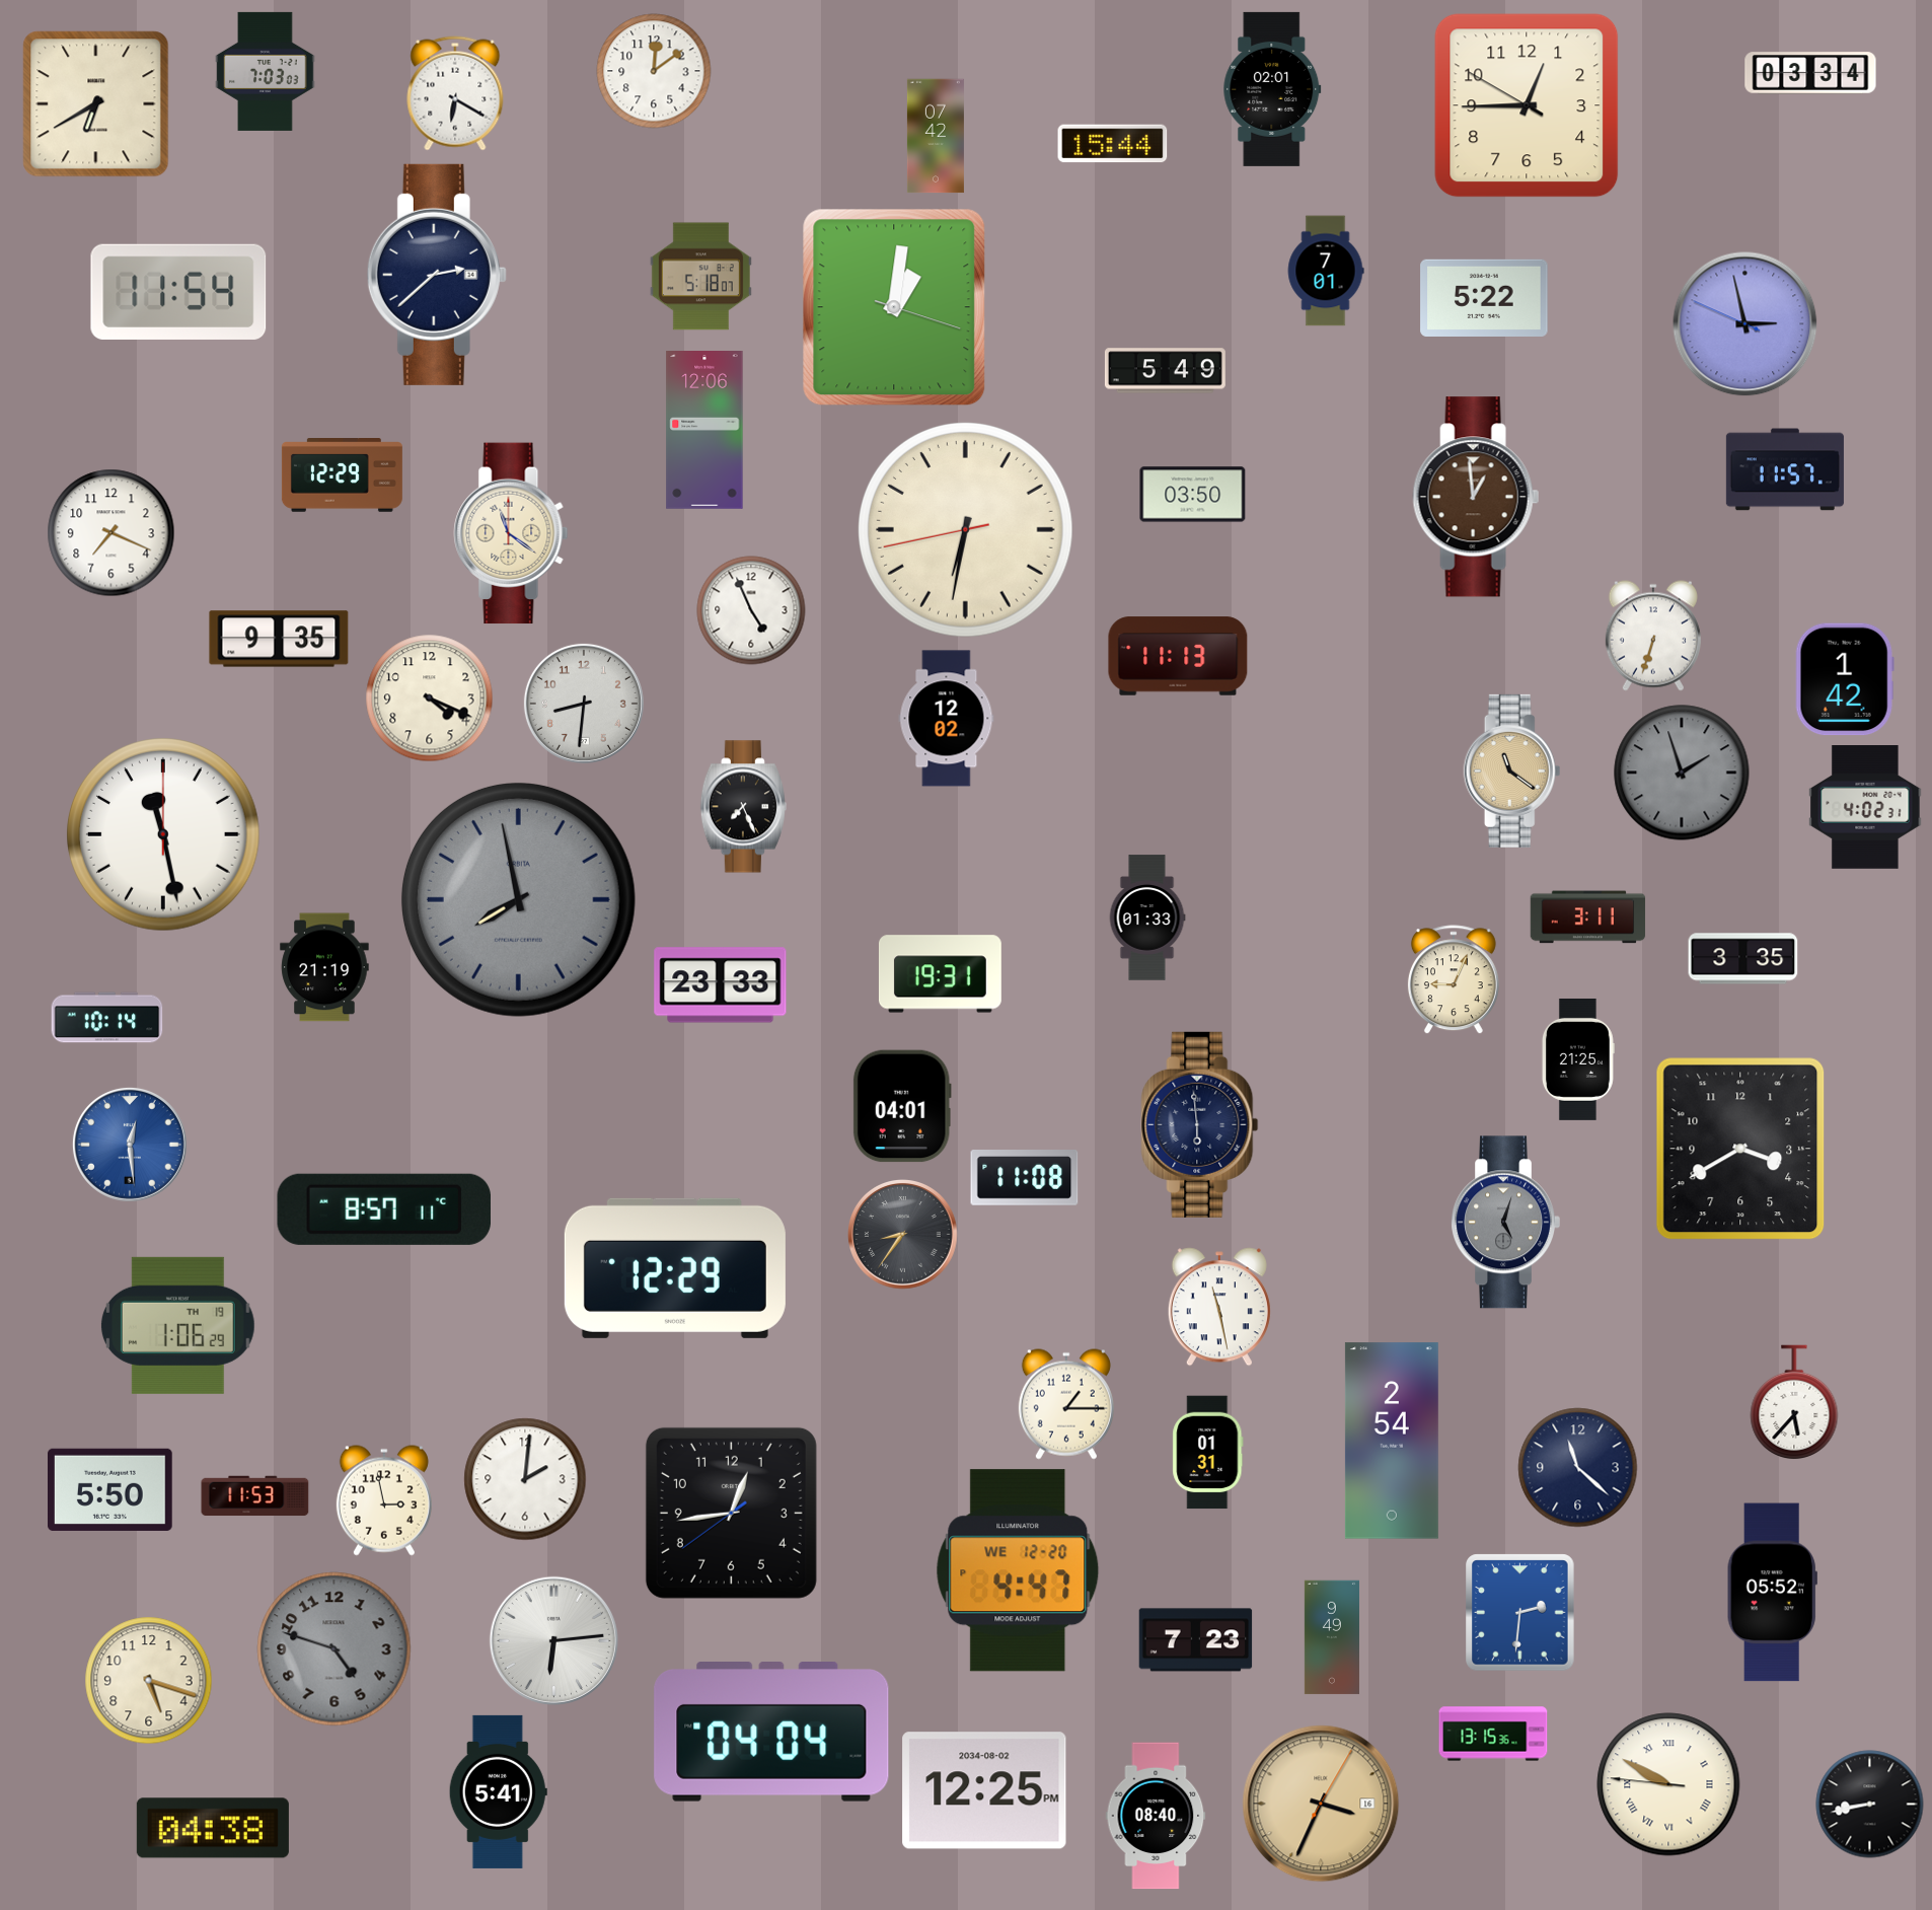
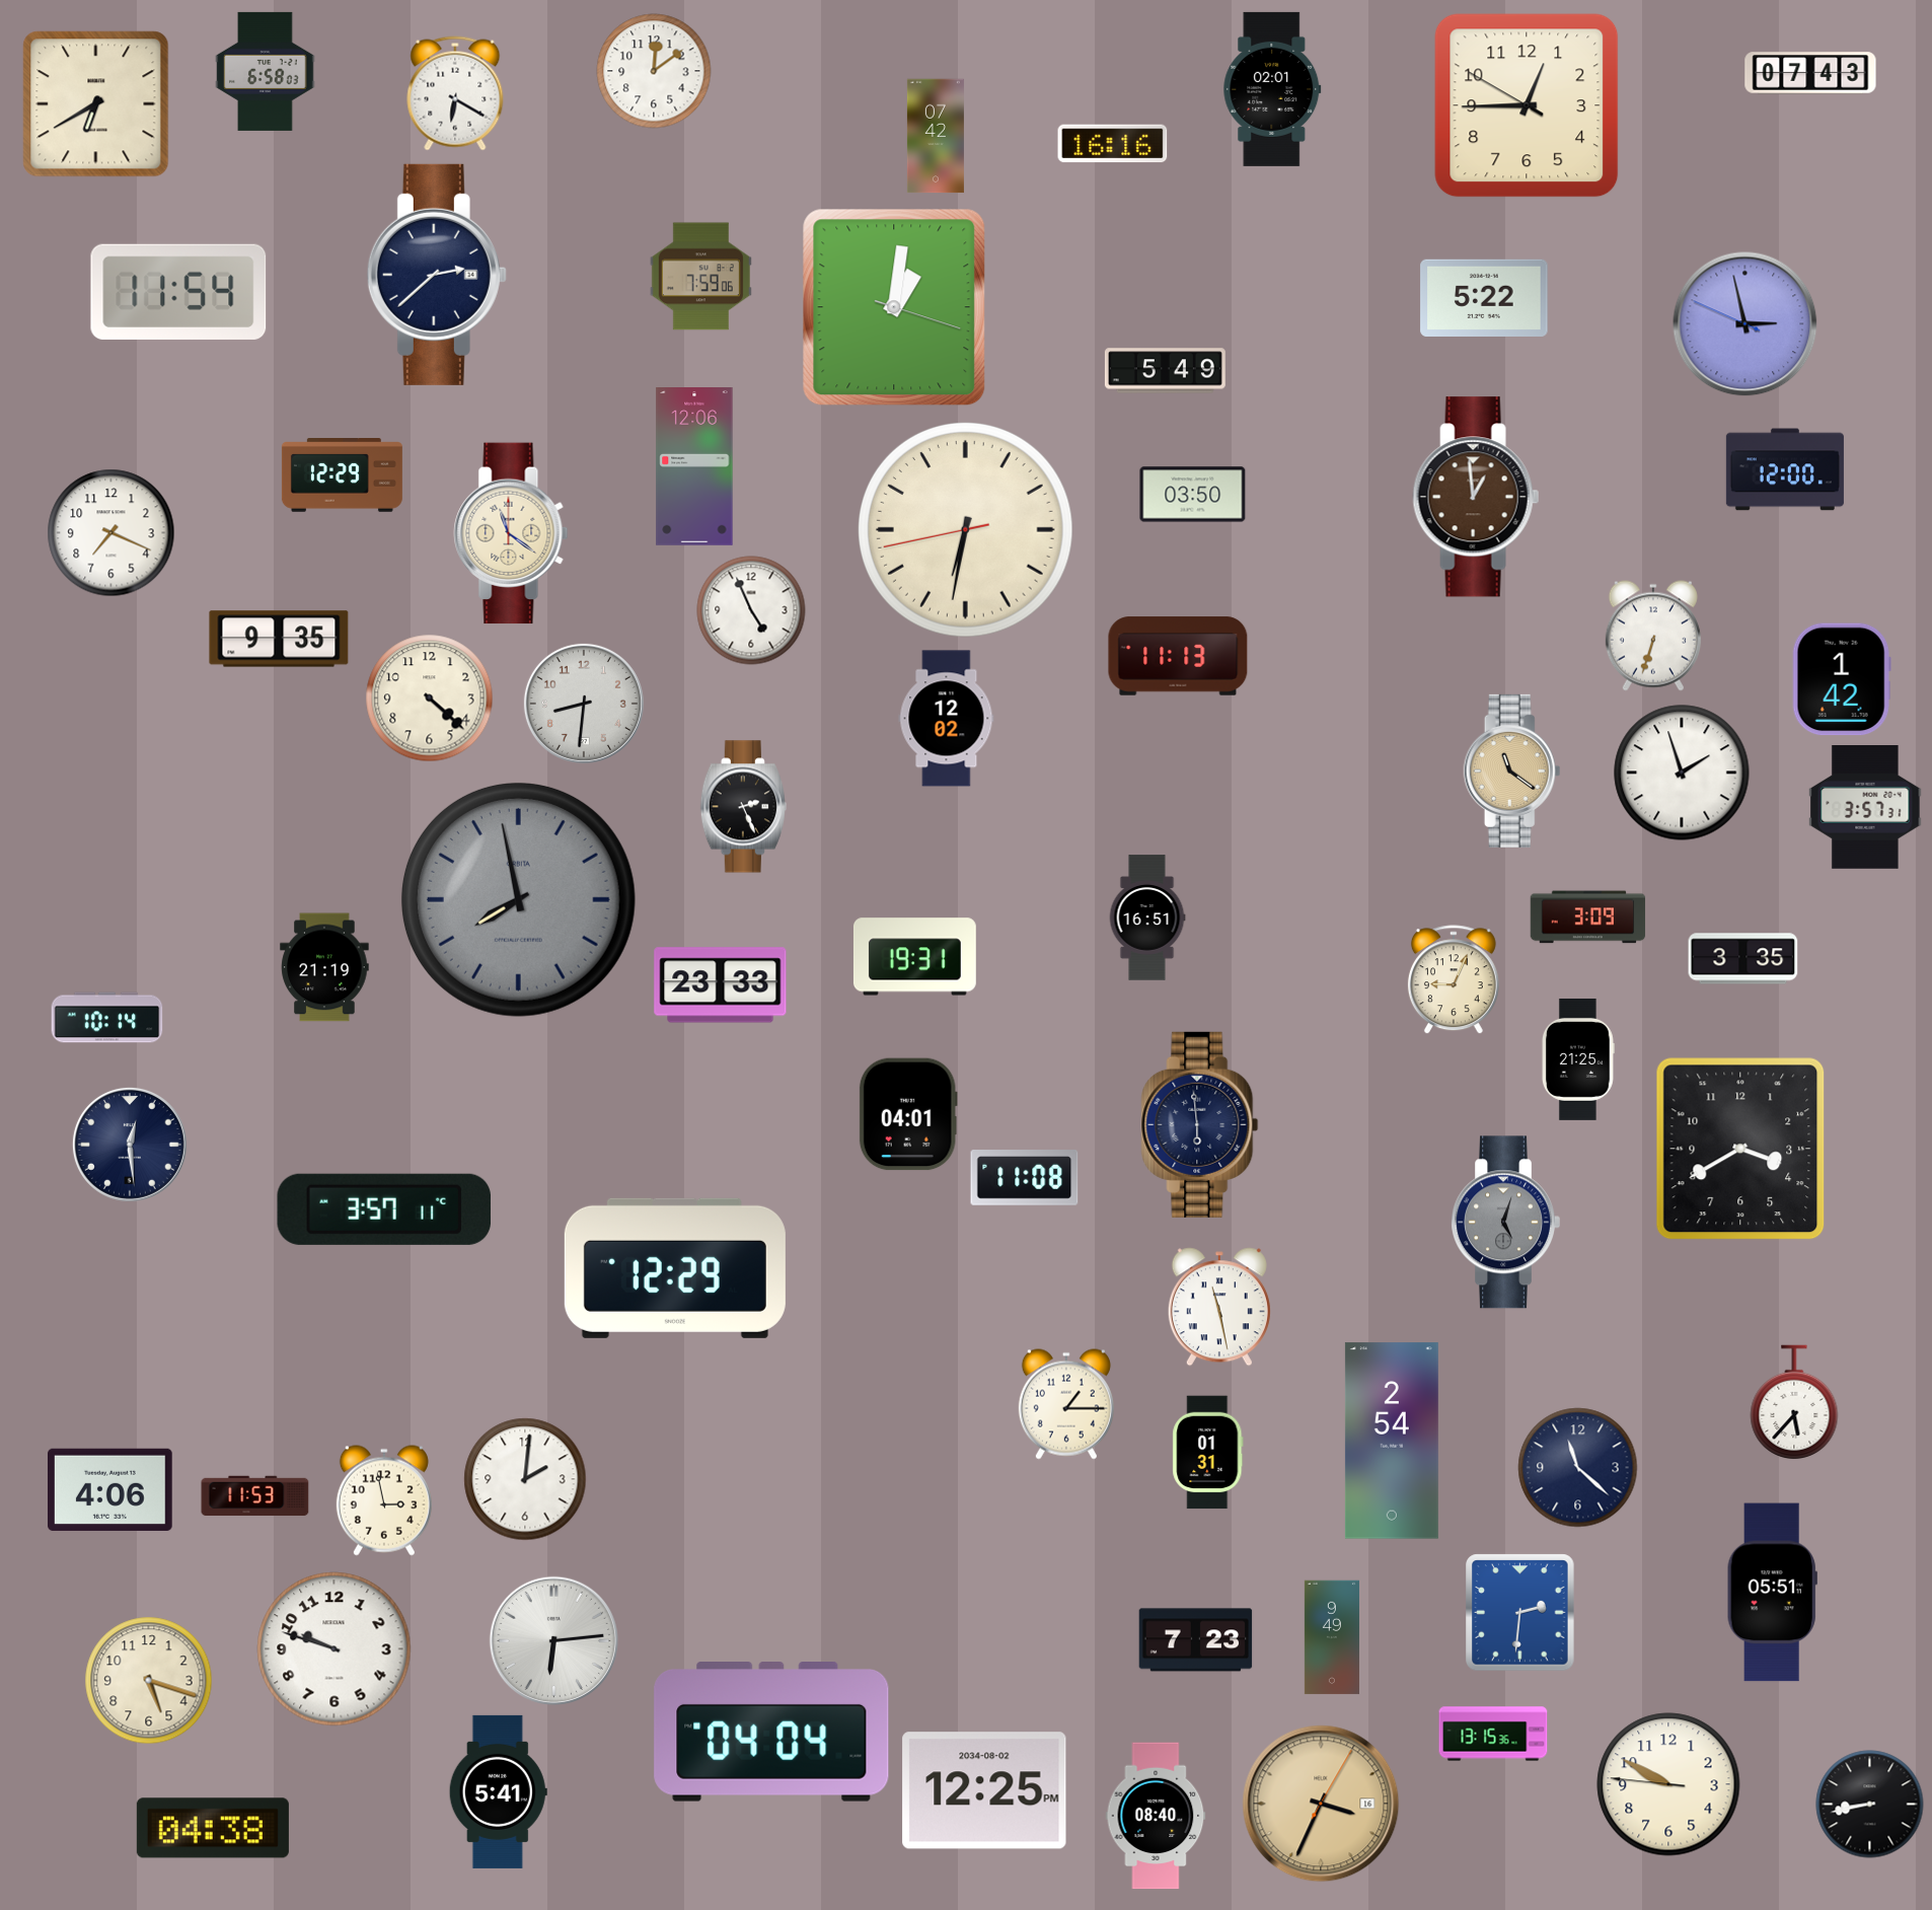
clock at (266, 71): 7:03 -> 6:58
clock at (1810, 73): 03:34 -> 07:43
clock at (1113, 144): 15:44 -> 16:16
clock at (1326, 271): 7:01 -> none
clock at (700, 277): 5:18 -> 7:59
clock at (704, 431) position: (704, 431) -> (694, 467)
clock at (1785, 469): 11:57 -> 12:00
clock at (1845, 679) position: (1845, 679) -> (1842, 679)
clock at (430, 699): 4:19 -> 4:22
clock at (1682, 773) dial: grey -> white
clock at (743, 807): 7:26 -> 2:26
clock at (1865, 808): 4:02 -> 3:57
clock at (163, 834): 11:28 -> none
clock at (1147, 917): 01:33 -> 16:51
clock at (1588, 917): 3:11 -> 3:09
clock at (940, 974) position: (940, 974) -> (914, 957)
clock at (902, 1106) position: (902, 1106) -> (908, 1114)
clock at (130, 1145) dial: blue -> navy
clock at (383, 1209): 8:57 -> 3:57
clock at (903, 1235): 8:36 -> none
clock at (177, 1325): 1:06 -> none
clock at (110, 1489): 5:50 -> 4:06
clock at (731, 1513): 12:43 -> none
clock at (1018, 1570): 4:47 -> none
clock at (1772, 1593): 05:52 -> 05:51
clock at (335, 1649): 4:48 -> 9:48
clock at (335, 1649) dial: grey -> white
clock at (1668, 1784) numerals: Roman -> Arabic
